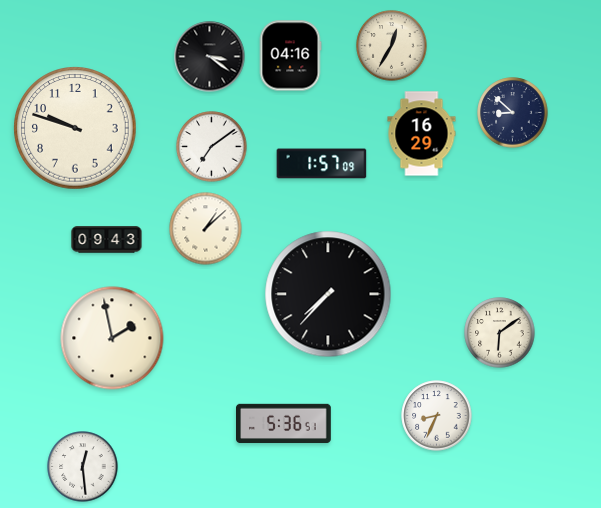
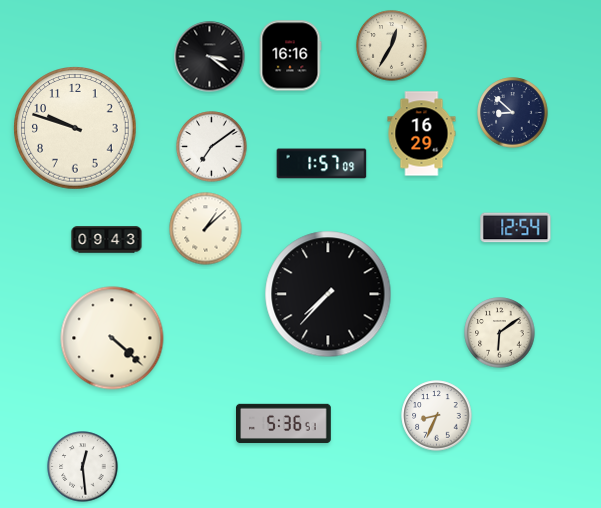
clock at (290, 56): 04:16 -> 16:16
clock at (516, 228): none -> 12:54
clock at (112, 338): 1:58 -> 4:22
